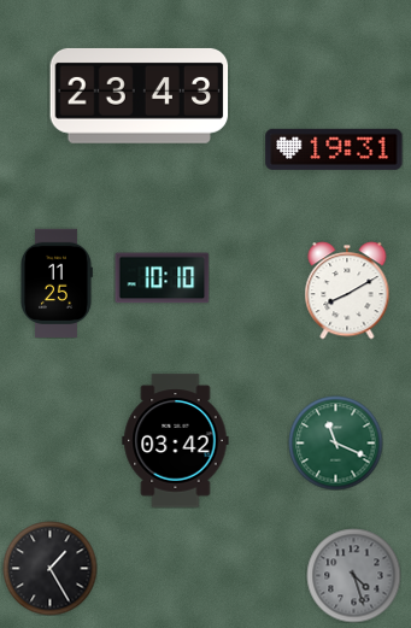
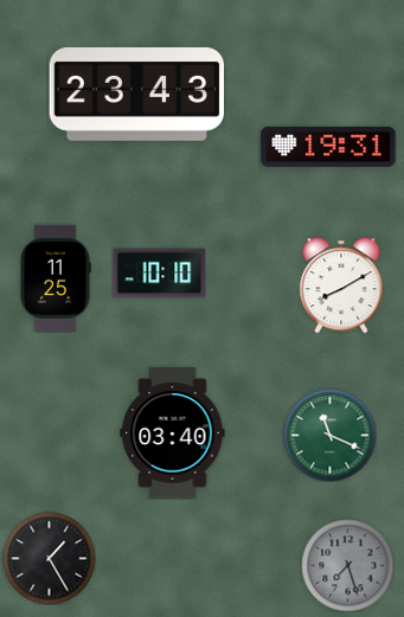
clock at (176, 441): 03:42 -> 03:40
clock at (353, 575): 4:27 -> 7:27
